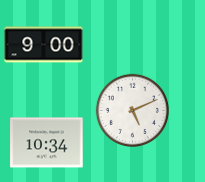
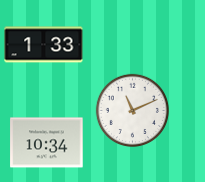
clock at (44, 45): 9:00 -> 1:33
clock at (132, 110): 5:11 -> 11:11
